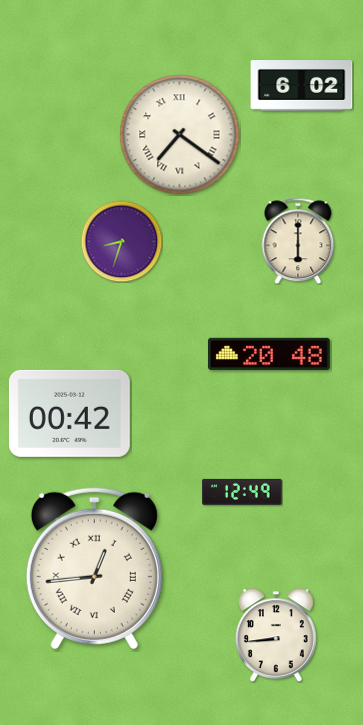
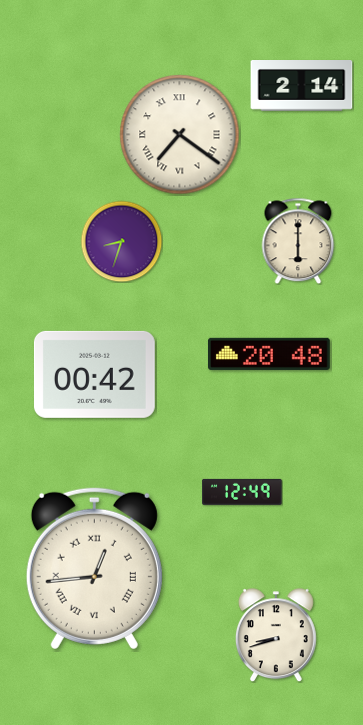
clock at (302, 86): 6:02 -> 2:14
clock at (69, 413) position: (69, 413) -> (94, 374)
clock at (276, 635): 8:44 -> 8:42
